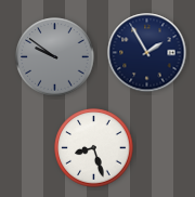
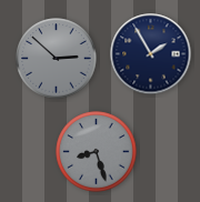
clock at (55, 57): 9:51 -> 2:52
clock at (94, 148) dial: white -> grey
